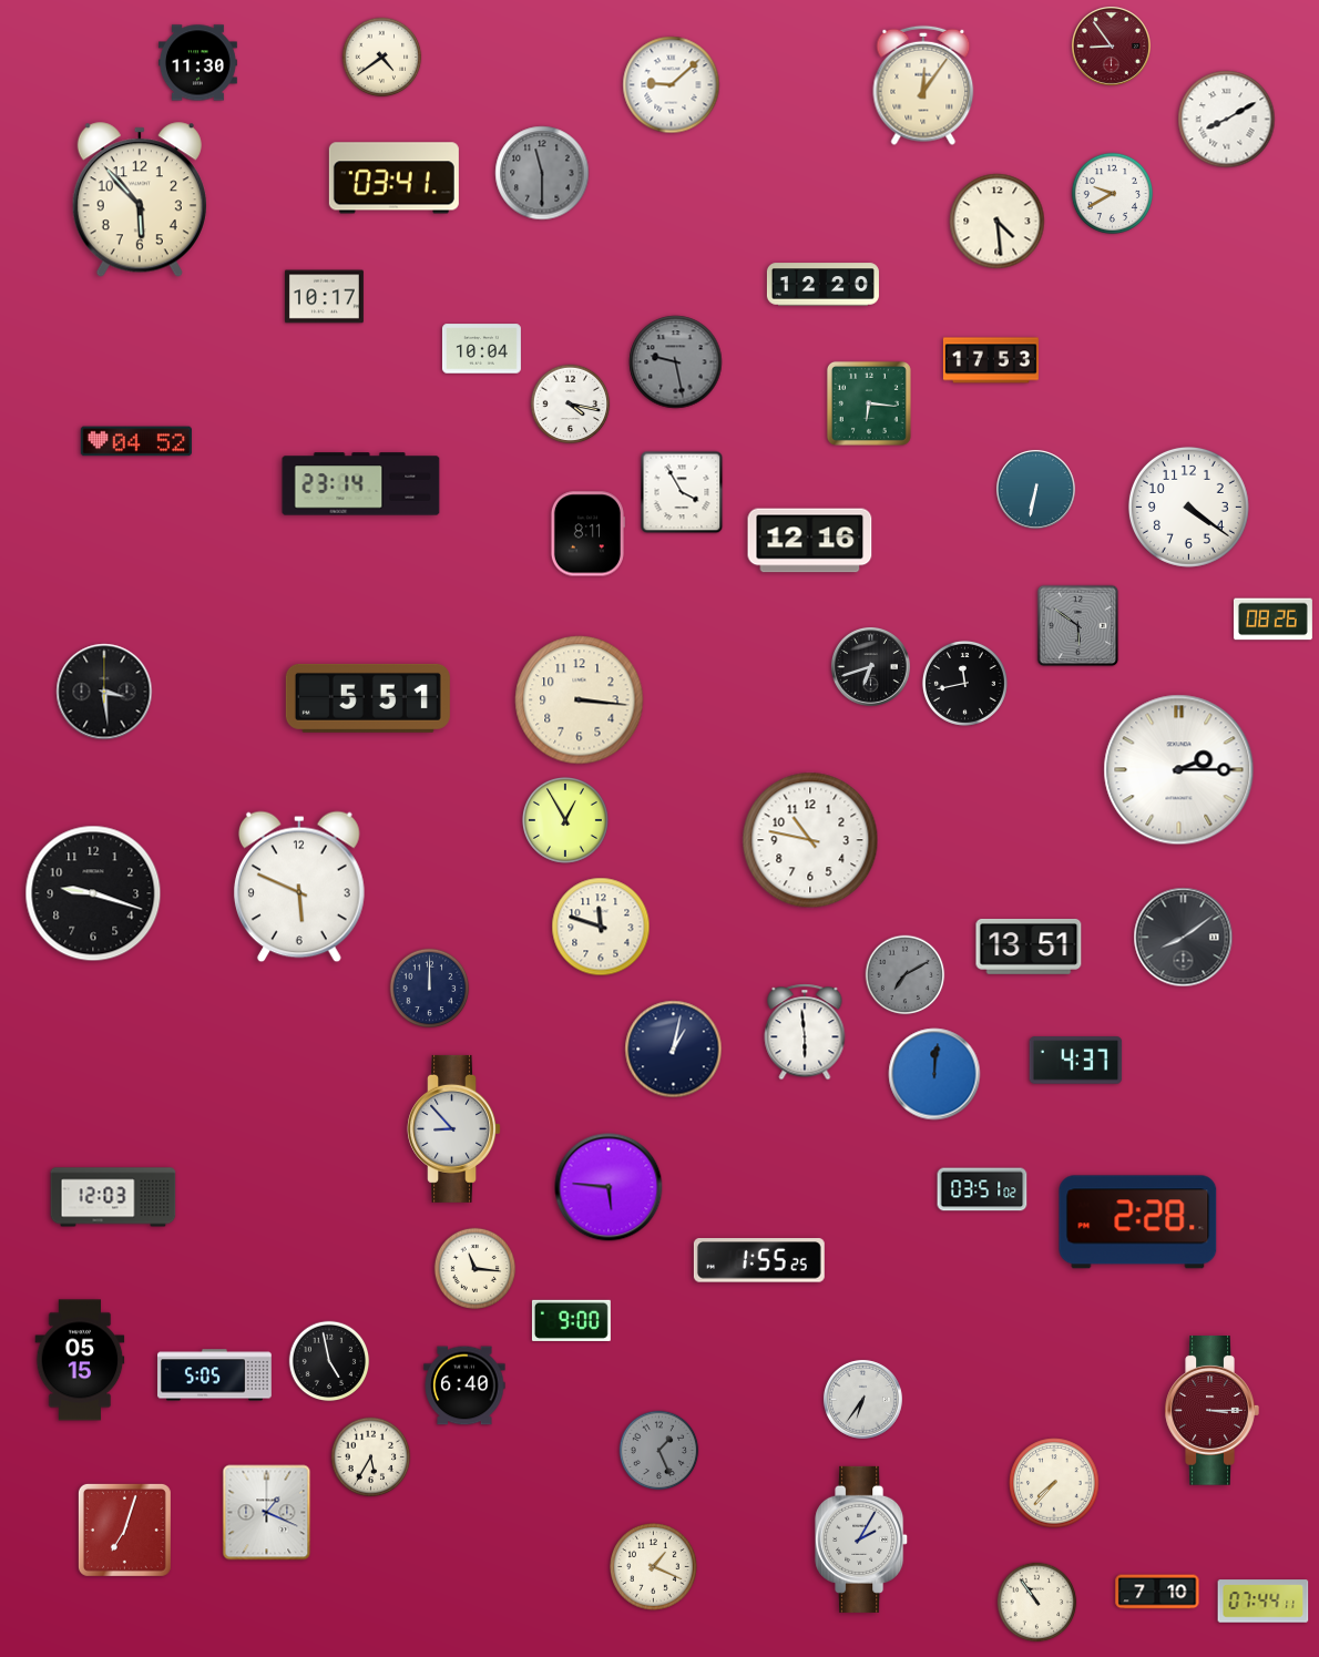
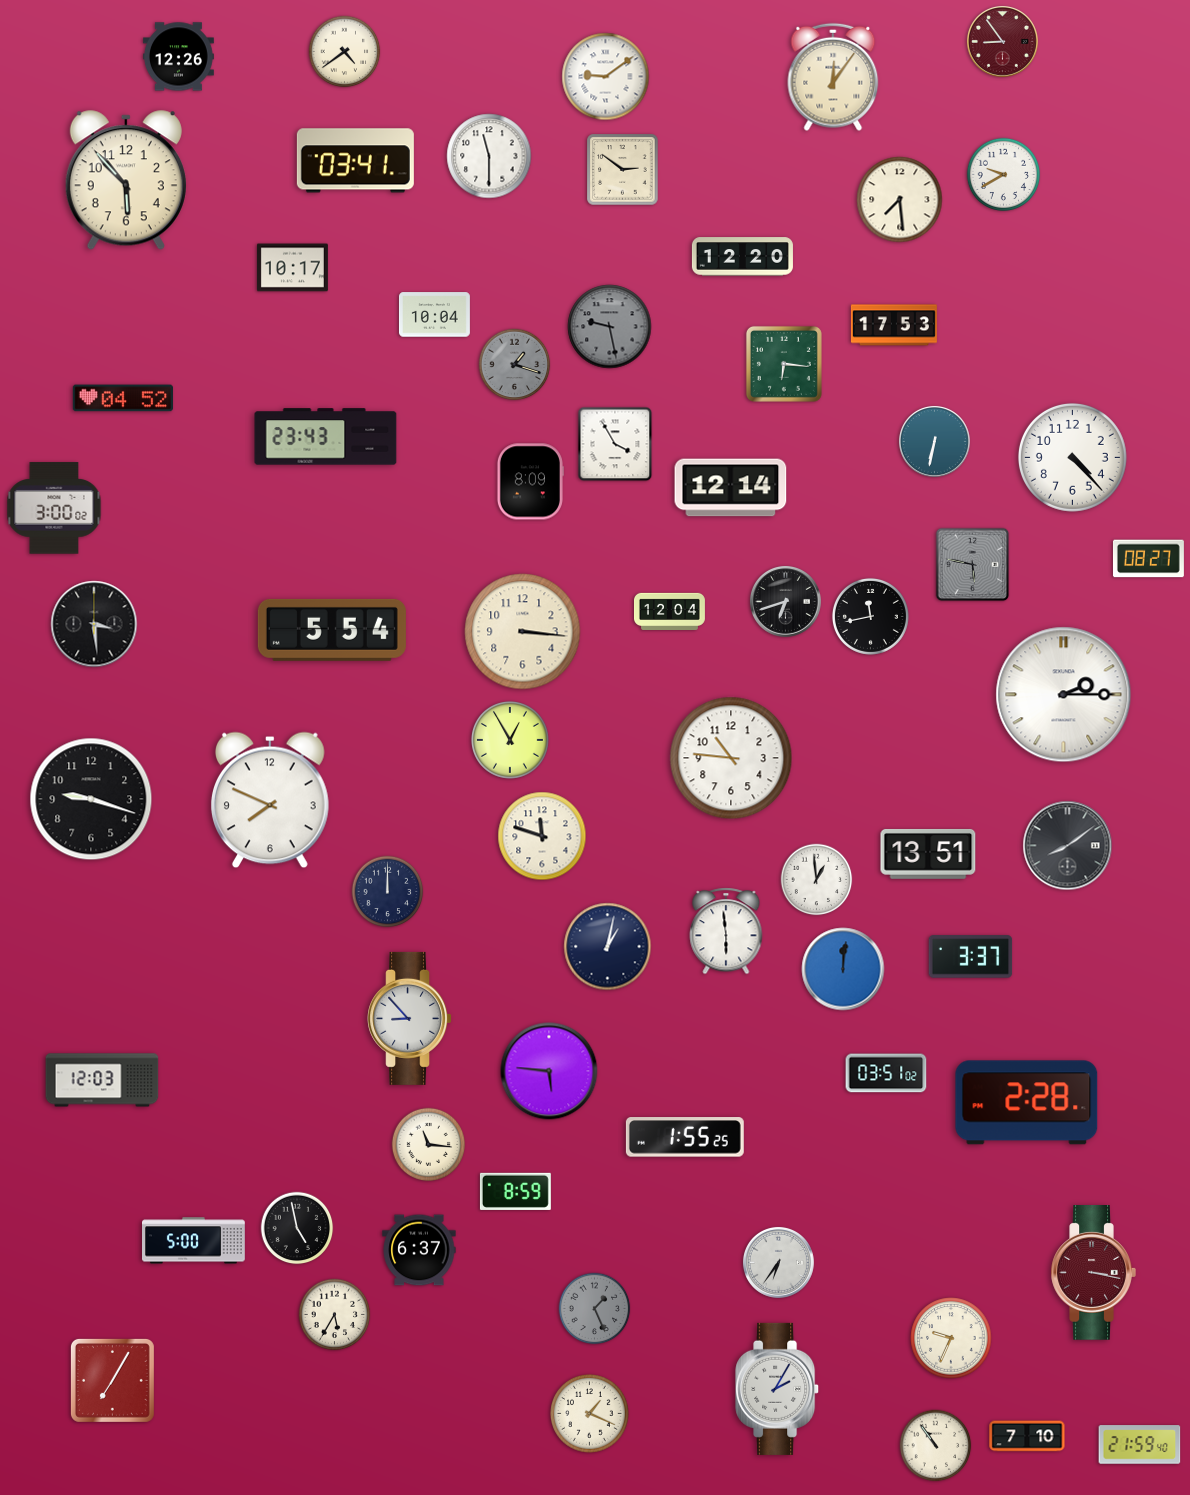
clock at (197, 63): 11:30 -> 12:26
clock at (672, 85): 9:08 -> 9:09
clock at (1227, 120): 8:10 -> none
clock at (542, 173) dial: grey -> white
clock at (623, 170): none -> 2:51
clock at (998, 222): 4:29 -> 7:29
clock at (571, 405): 4:17 -> 1:18
clock at (571, 405) dial: white -> grey
clock at (361, 484): 23:14 -> 23:43
clock at (1188, 507): 4:21 -> 4:23
clock at (587, 534): 8:11 -> 8:09
clock at (810, 541): 12:16 -> 12:14
clock at (54, 508): none -> 3:00
clock at (1272, 620): 08:26 -> 08:27
clock at (1078, 626): 5:51 -> 5:47
clock at (670, 611): none -> 12:04
clock at (368, 698): 5:51 -> 5:54
clock at (810, 840): 10:47 -> 10:46
clock at (299, 887): 5:49 -> 7:49
clock at (93, 893) position: (93, 893) -> (91, 799)
clock at (906, 975): 7:10 -> 12:59
clock at (906, 975) dial: grey -> white
clock at (1076, 1061): 4:37 -> 3:37
clock at (571, 1320): 9:00 -> 8:59
clock at (80, 1360): 05:15 -> none
clock at (215, 1375): 5:05 -> 5:00
clock at (464, 1385): 6:40 -> 6:37
clock at (1211, 1411): 3:15 -> 3:17
clock at (1054, 1483): 7:37 -> 9:34
clock at (267, 1513): 1:19 -> none
clock at (124, 1530): 7:03 -> 7:05
clock at (1157, 1592) position: (1157, 1592) -> (1027, 1436)
clock at (1264, 1602): 07:44 -> 21:59
